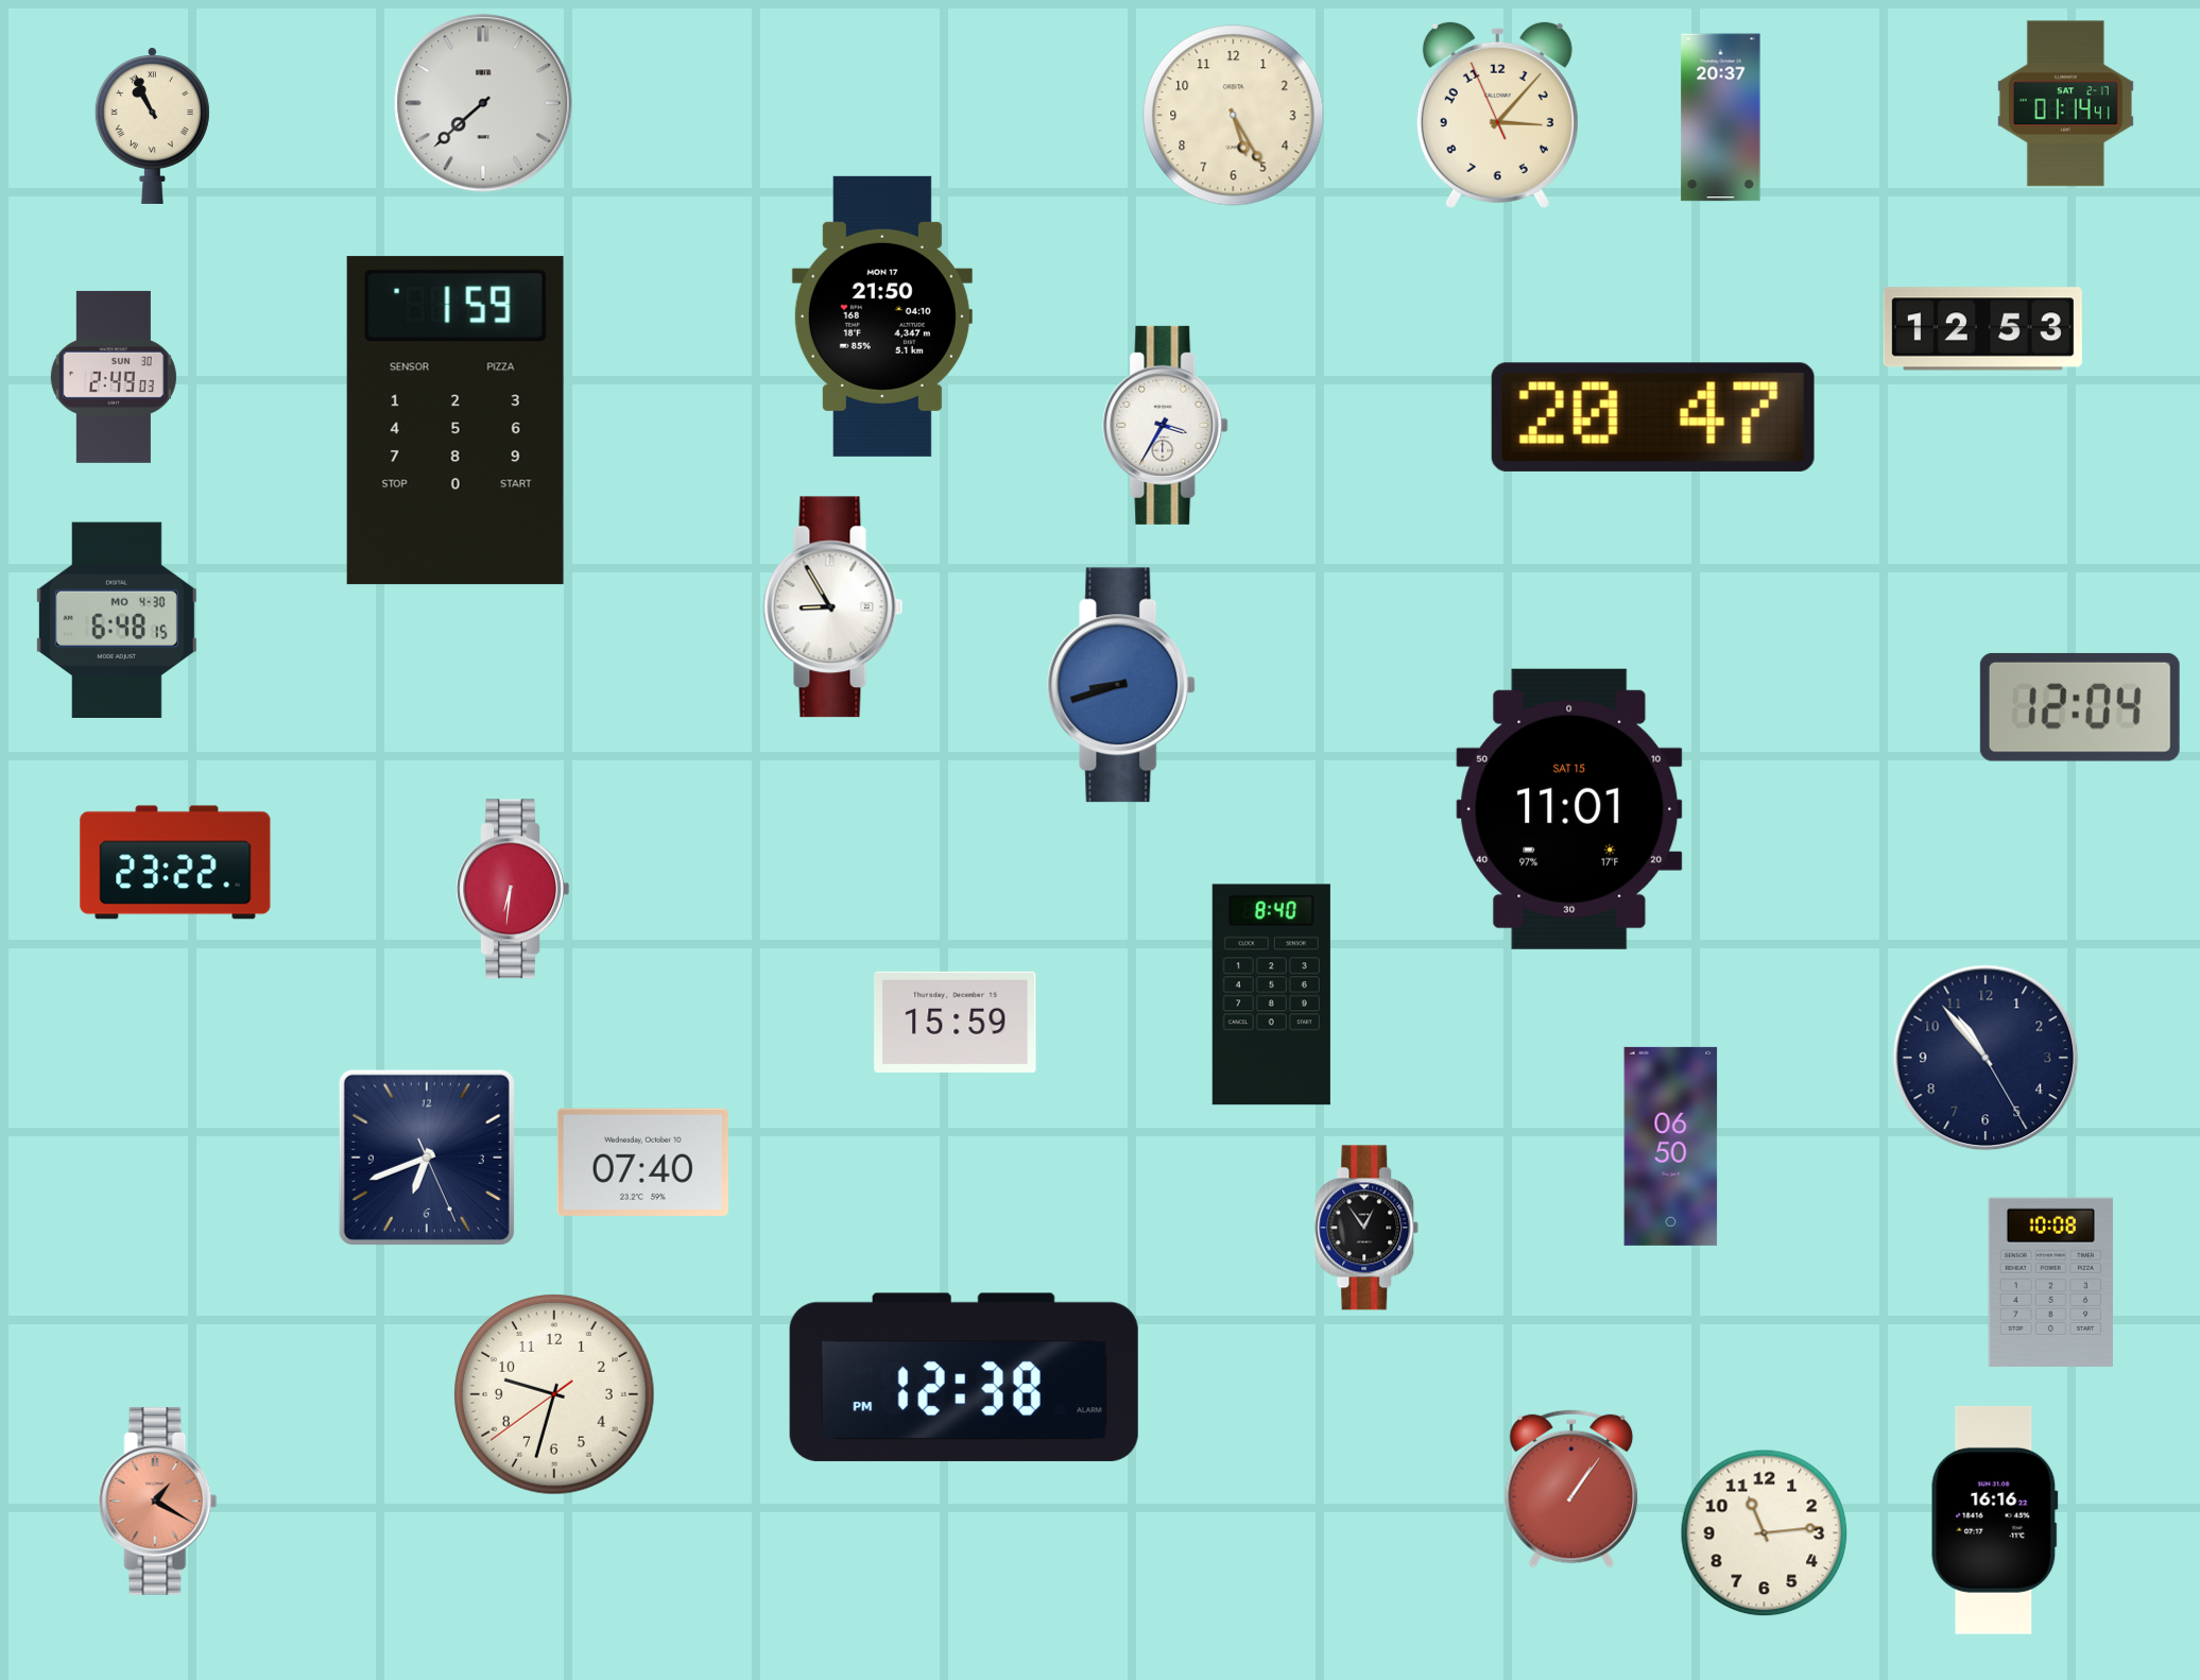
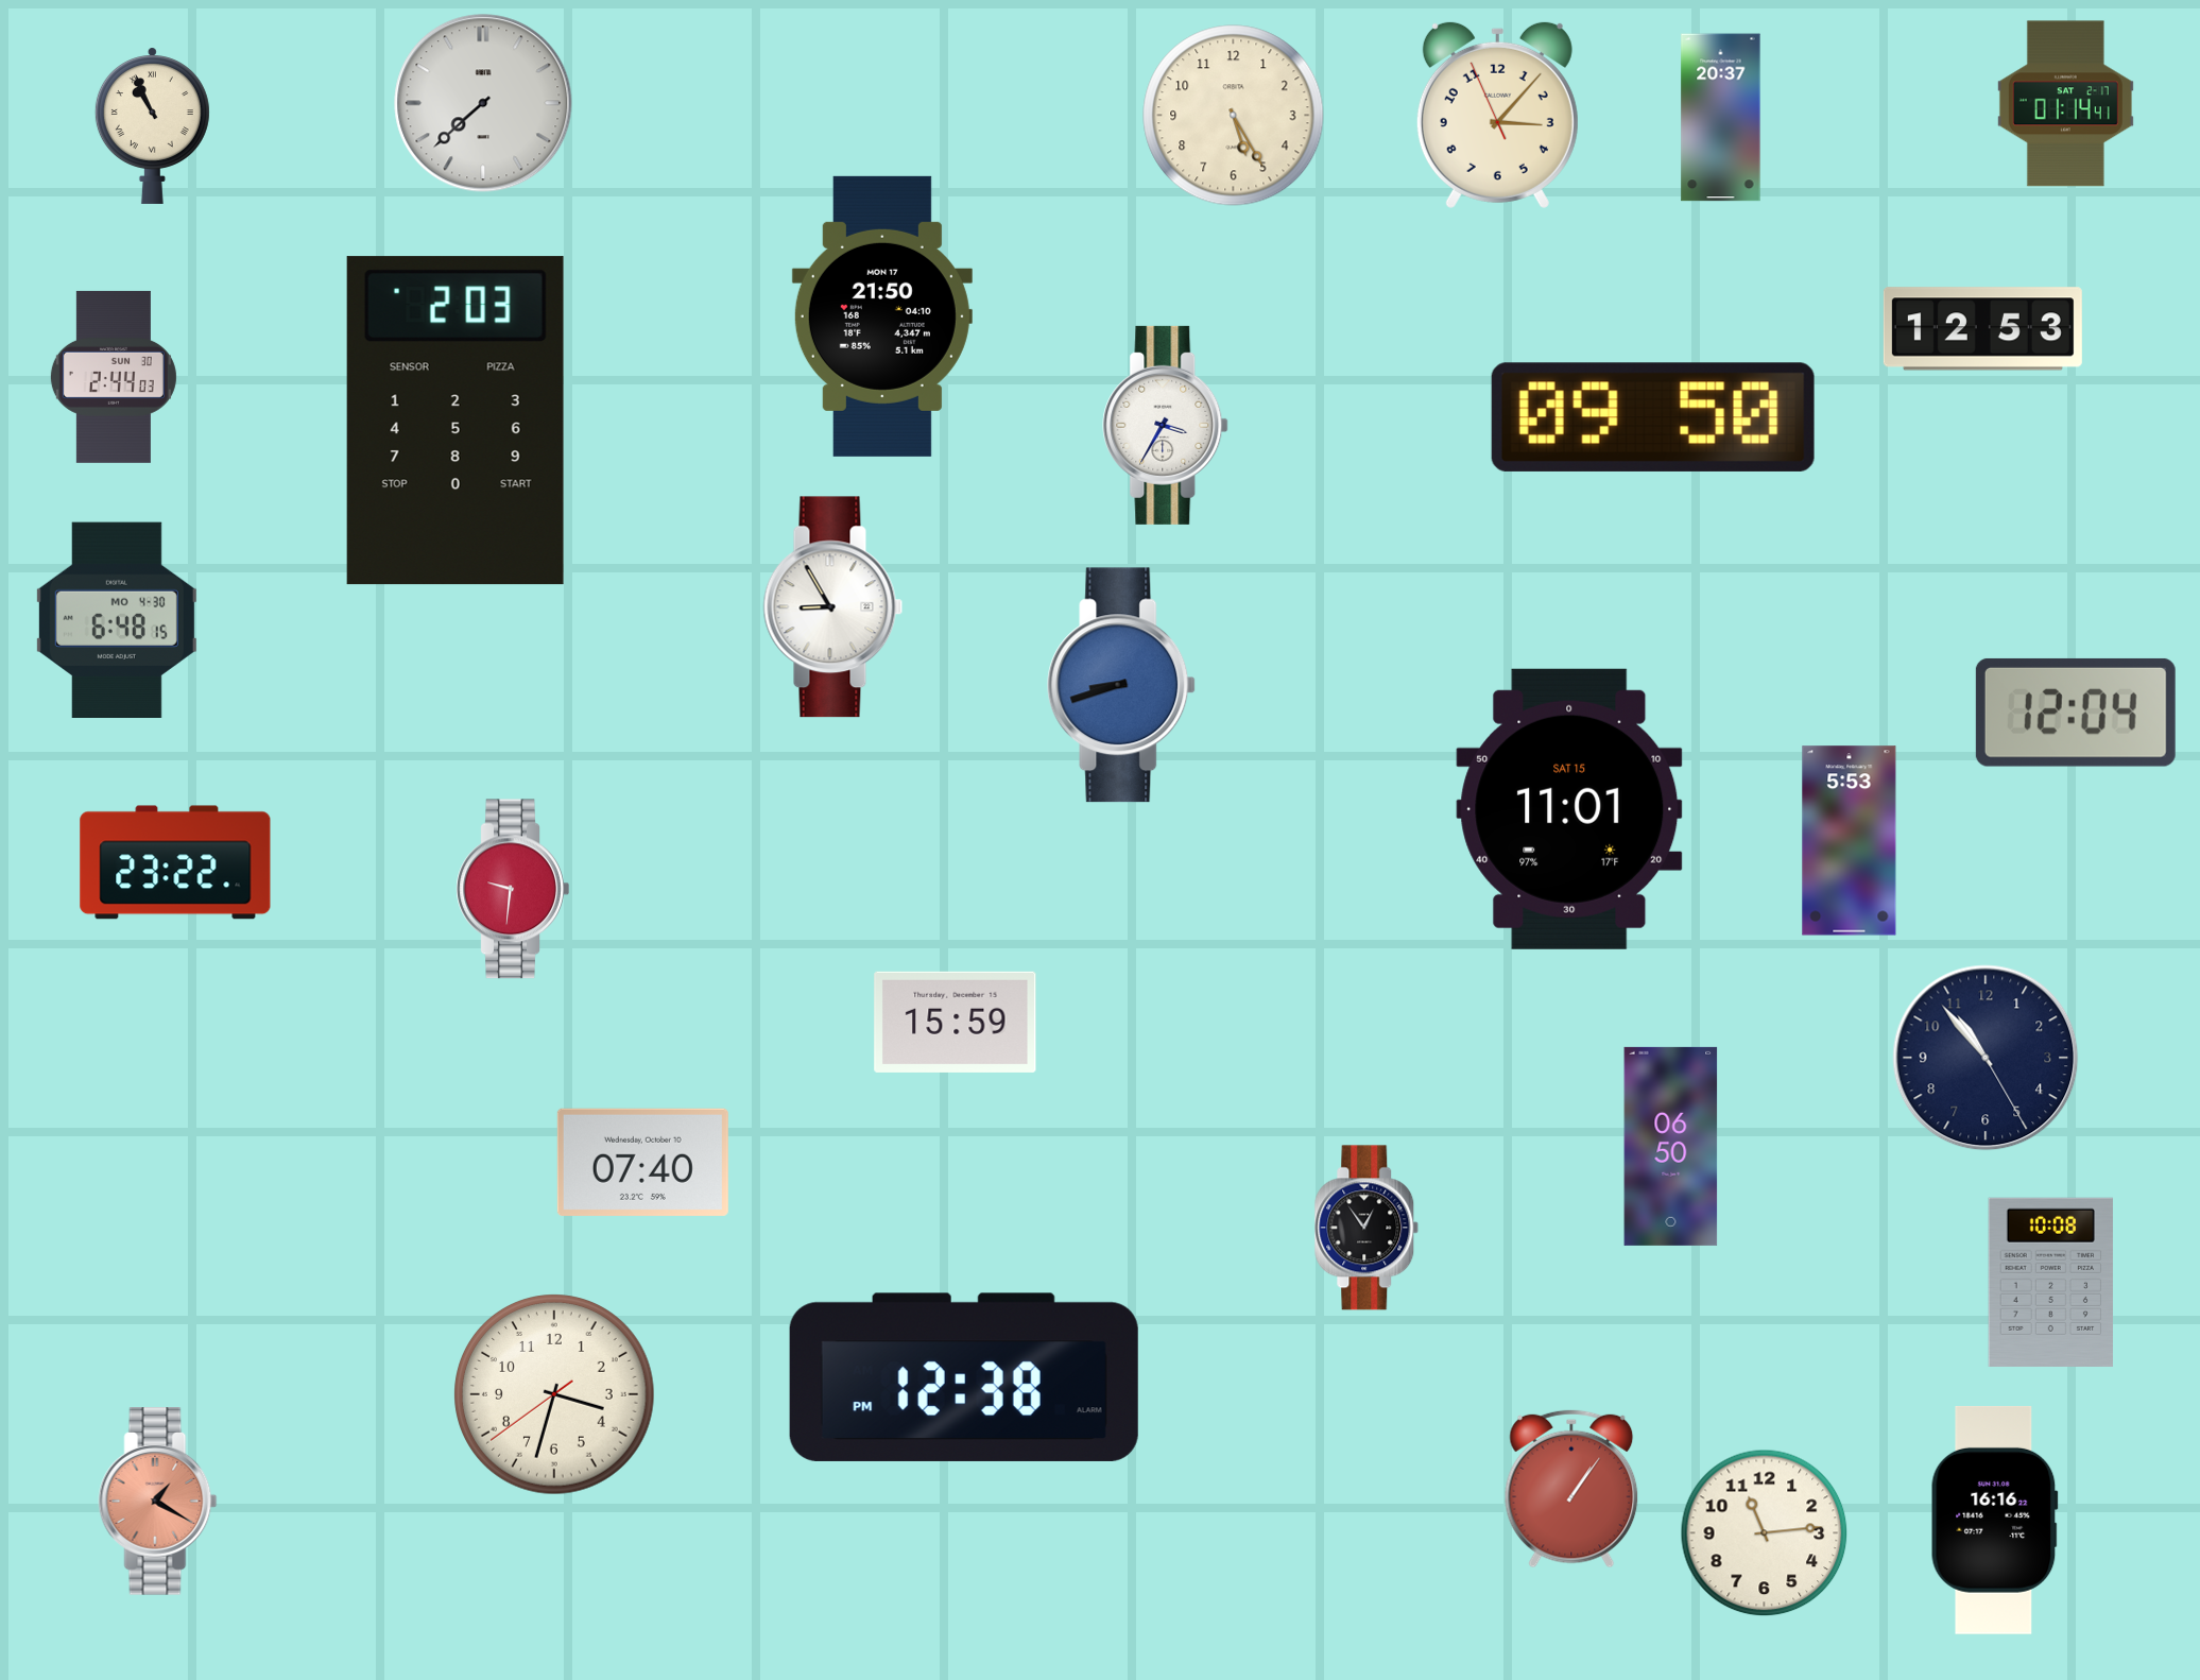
clock at (114, 377): 2:49 -> 2:44
clock at (1653, 417): 20:47 -> 09:50
clock at (456, 421): 1:59 -> 2:03
clock at (2080, 707) position: (2080, 707) -> (2076, 713)
clock at (1850, 841): none -> 5:53
clock at (513, 889): 6:31 -> 9:31
clock at (1271, 995): 8:40 -> none
clock at (427, 1158): 6:41 -> none
clock at (554, 1394): 9:32 -> 3:32
